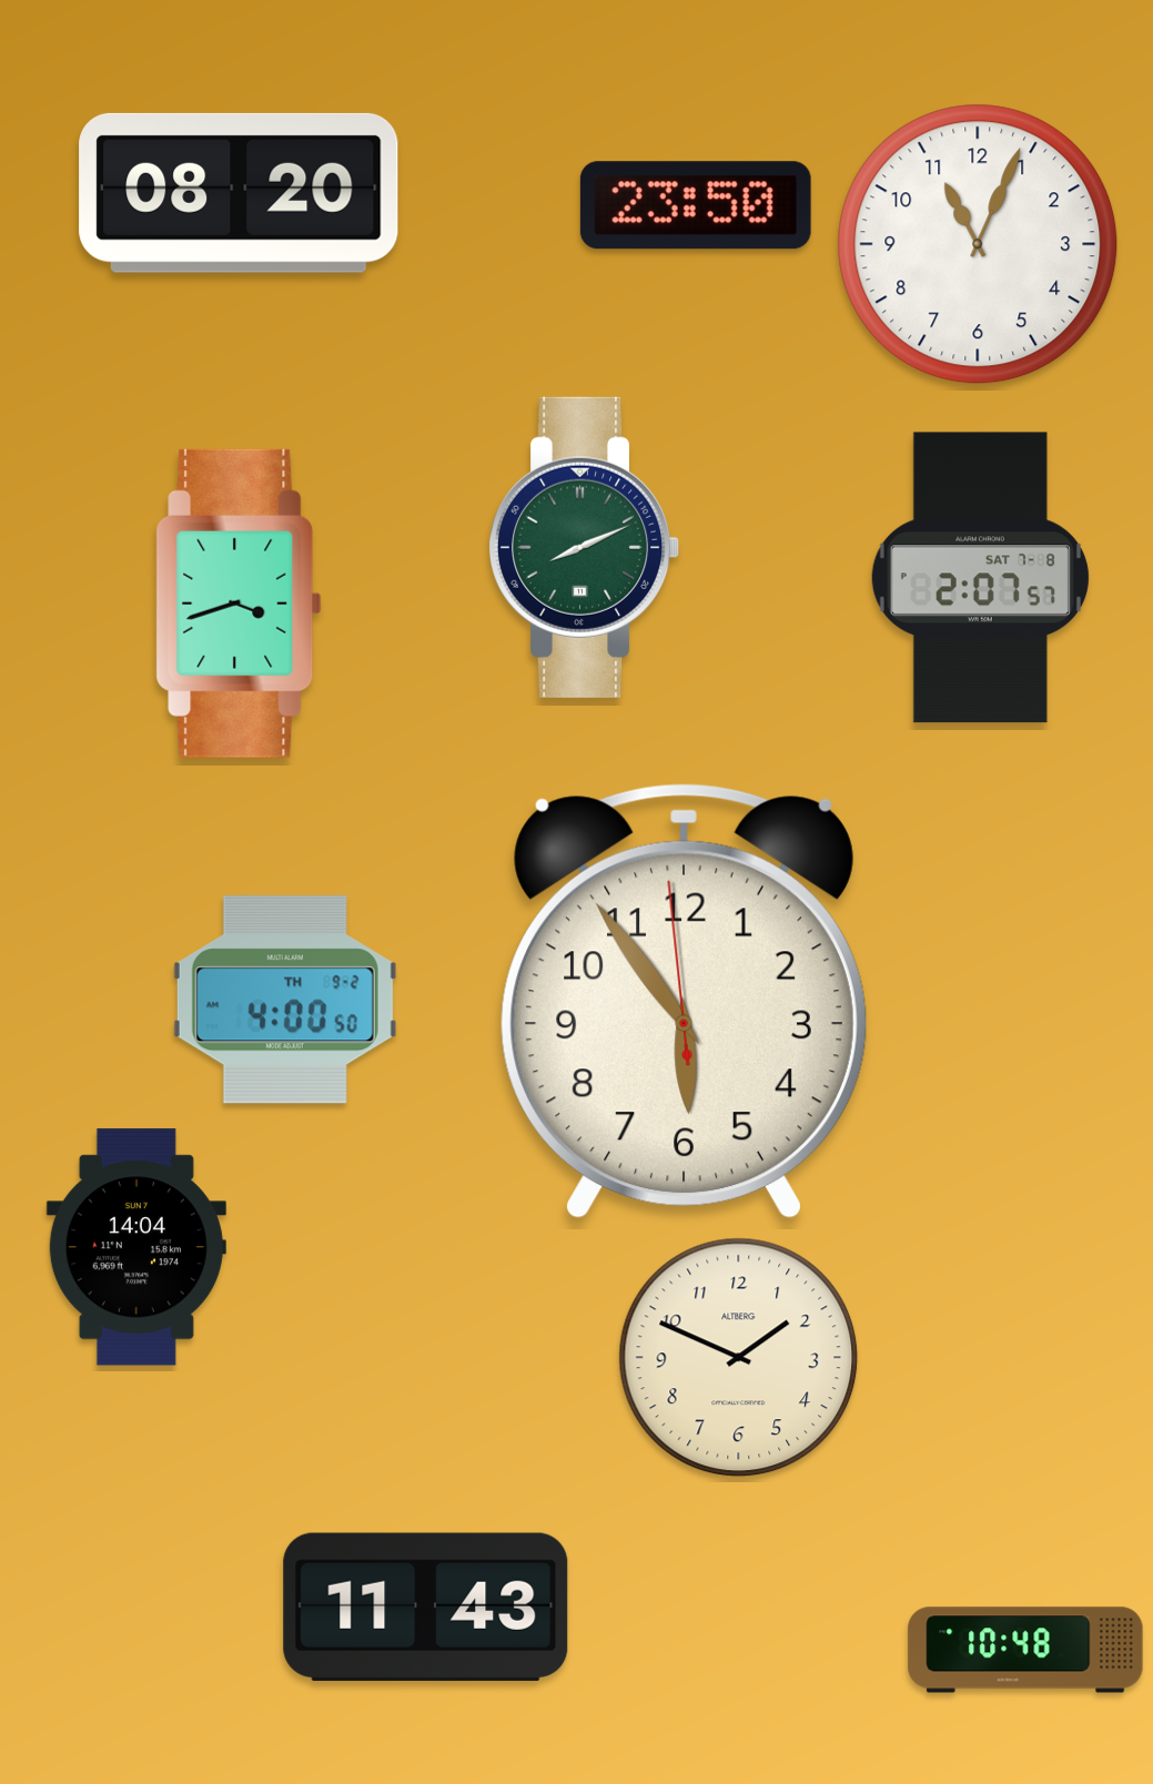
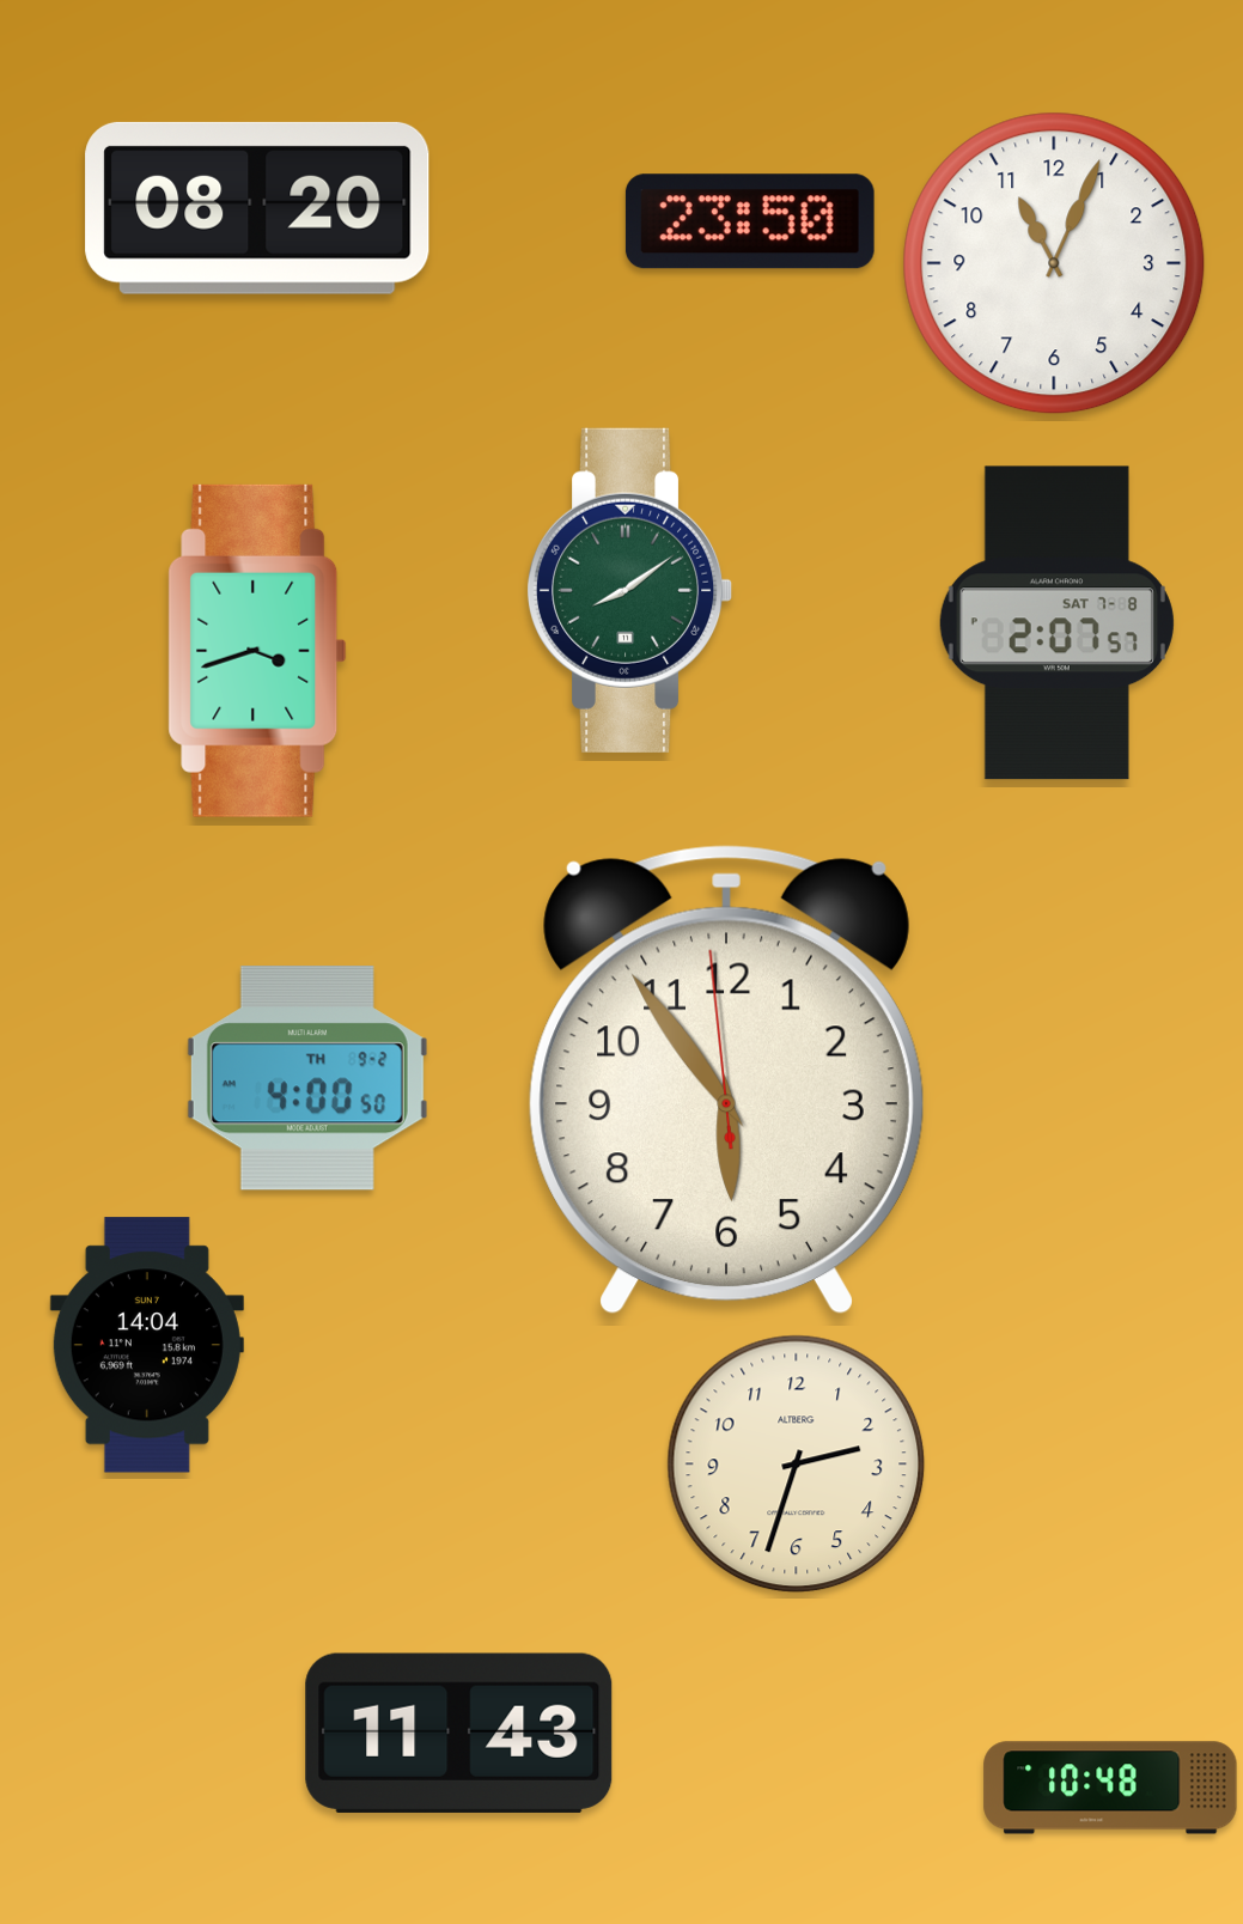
clock at (584, 547): 8:11 -> 8:09
clock at (684, 1002) position: (684, 1002) -> (726, 1080)
clock at (739, 1358): 1:49 -> 2:33
clock at (1025, 1650) position: (1025, 1650) -> (1110, 1788)
